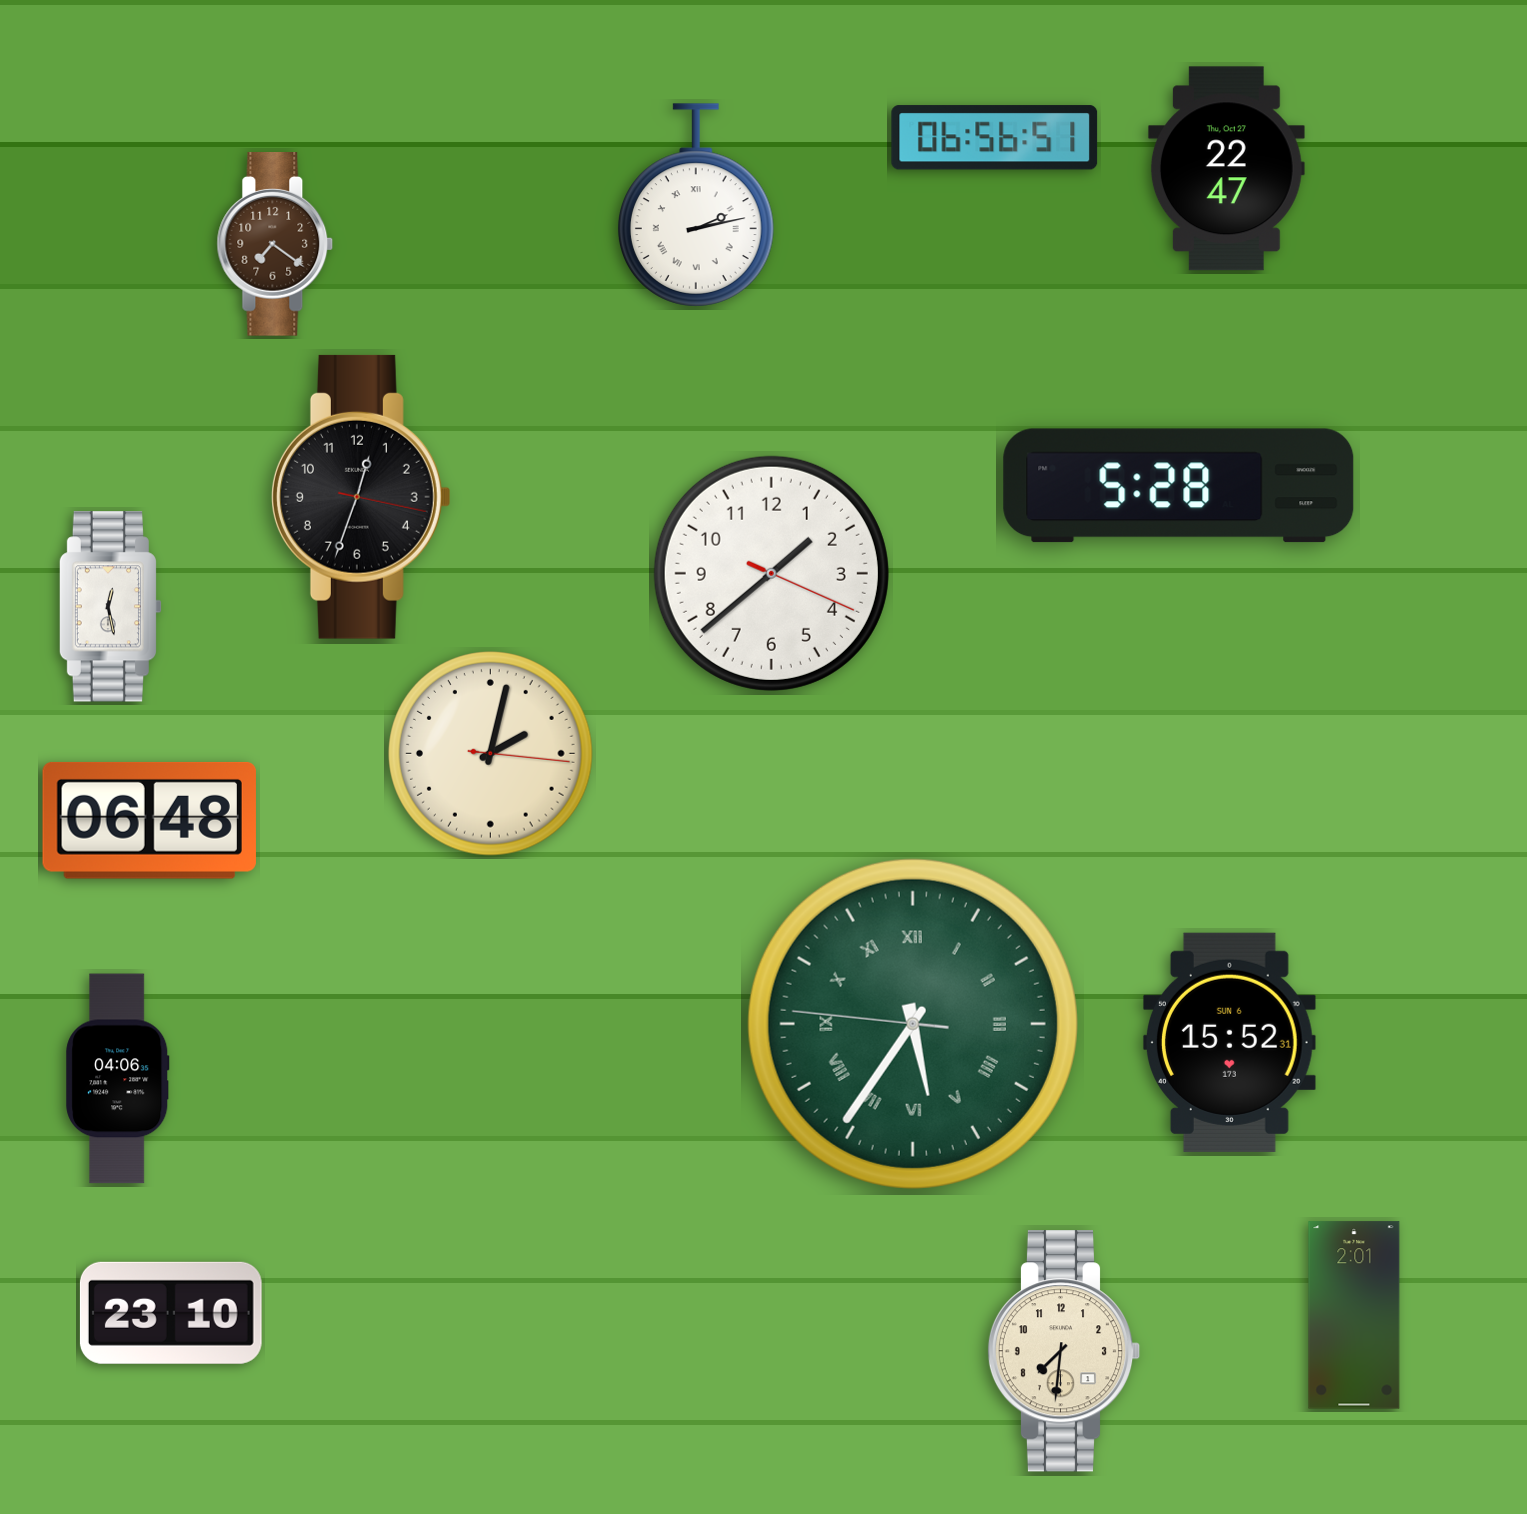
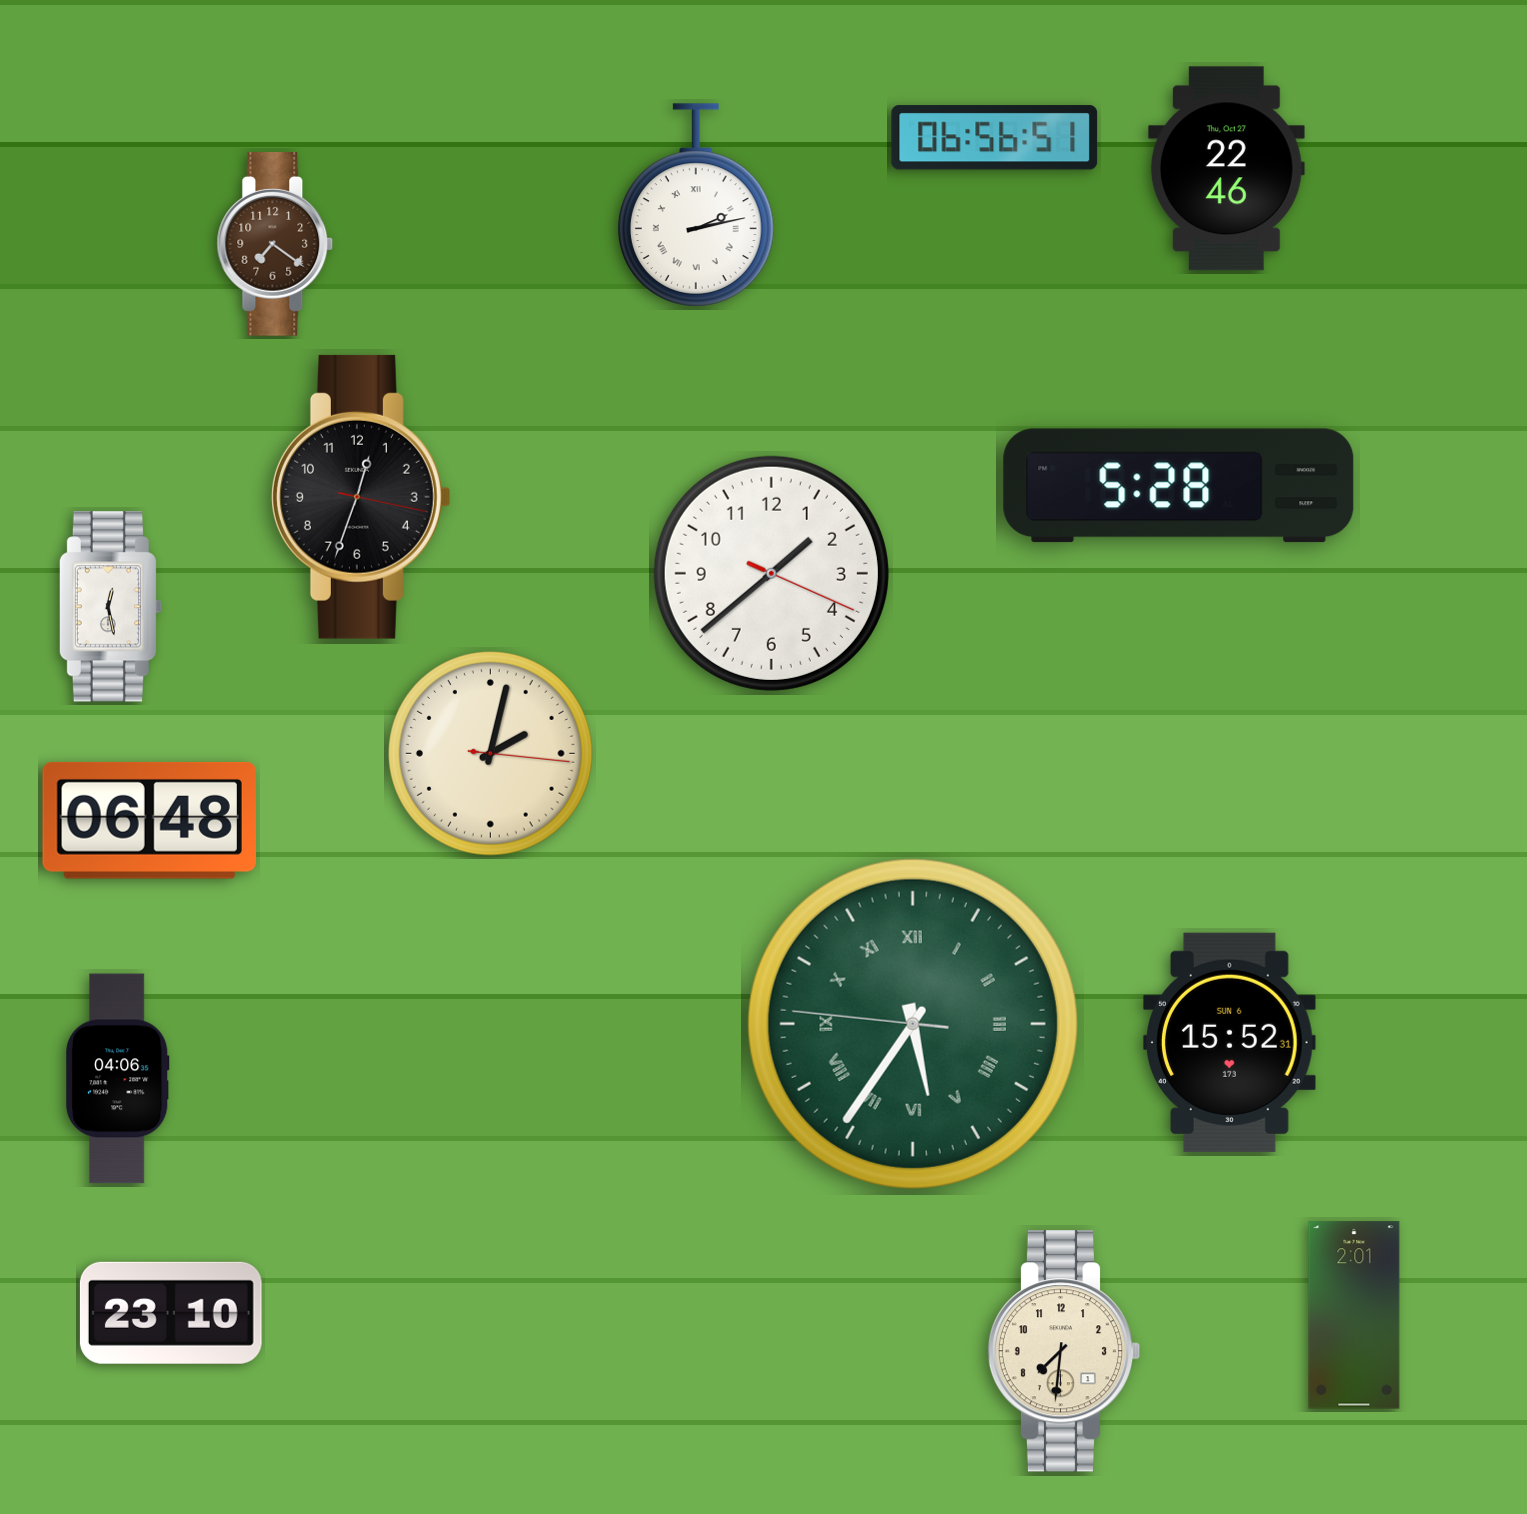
clock at (1226, 169): 22:47 -> 22:46
